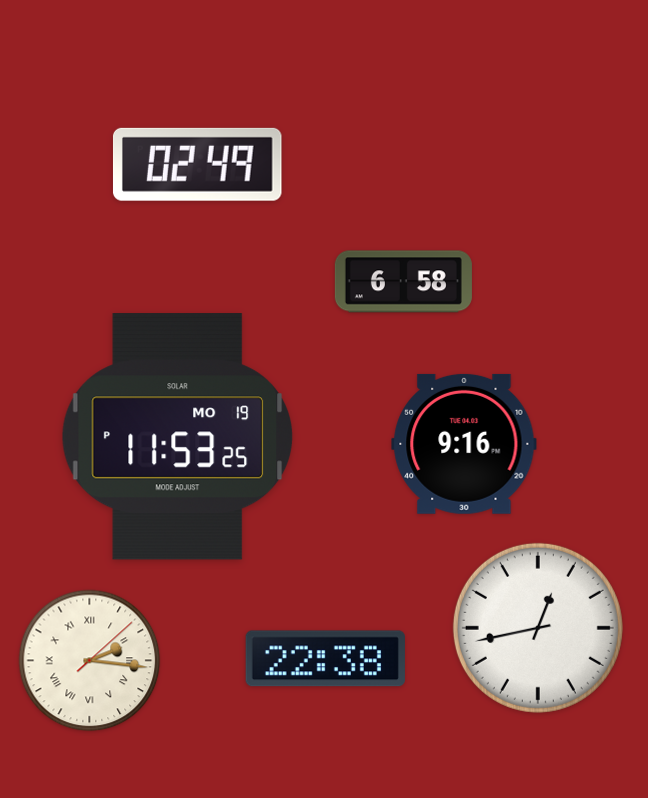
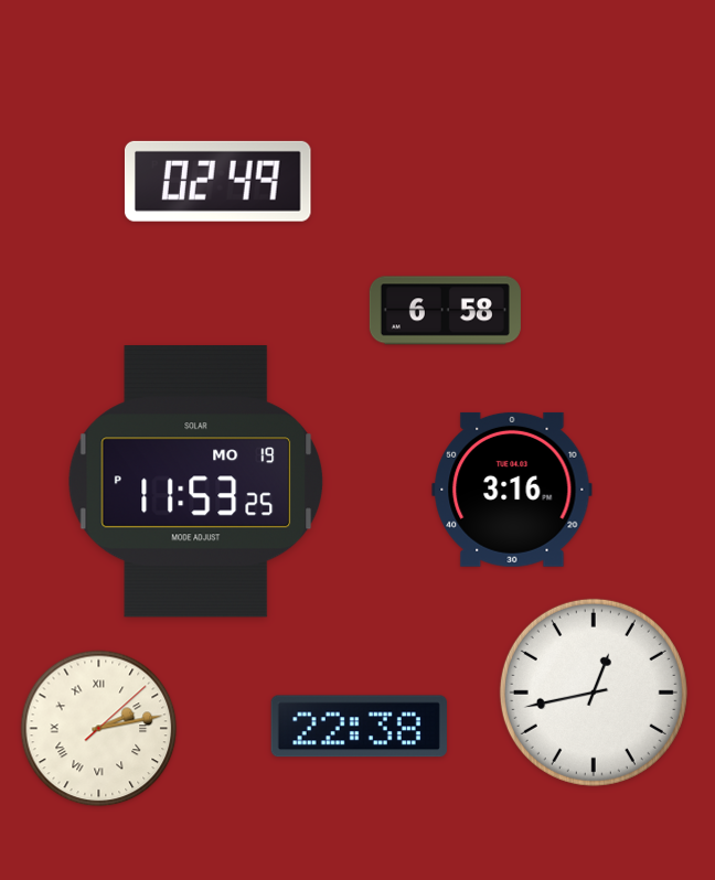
clock at (464, 444): 9:16 -> 3:16
clock at (90, 661): 2:16 -> 2:13
